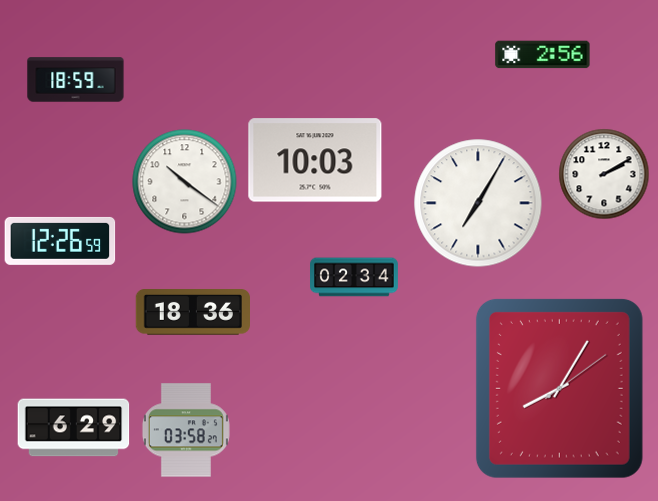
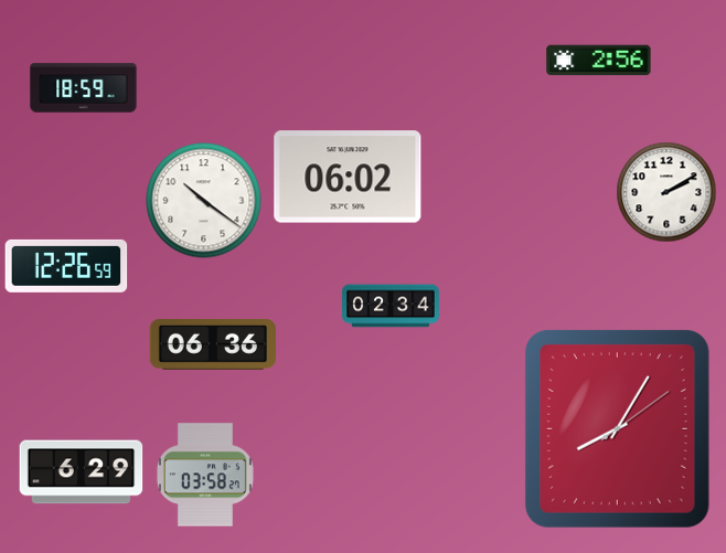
clock at (315, 160): 10:03 -> 06:02
clock at (478, 203): 7:05 -> none
clock at (192, 313): 18:36 -> 06:36
